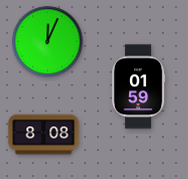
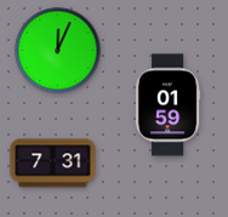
clock at (44, 135): 8:08 -> 7:31
